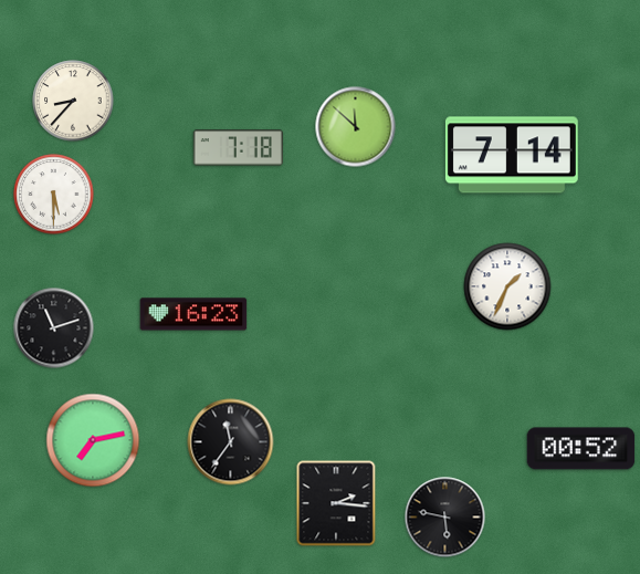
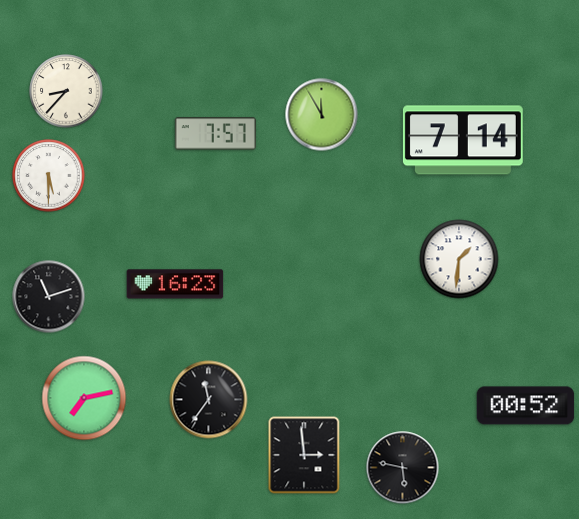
clock at (356, 127): 11:52 -> 11:55
clock at (238, 148): 7:18 -> 7:57
clock at (507, 286): 1:34 -> 1:31
clock at (336, 503): 2:16 -> 2:59
